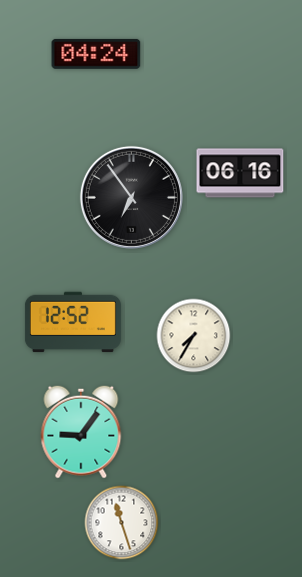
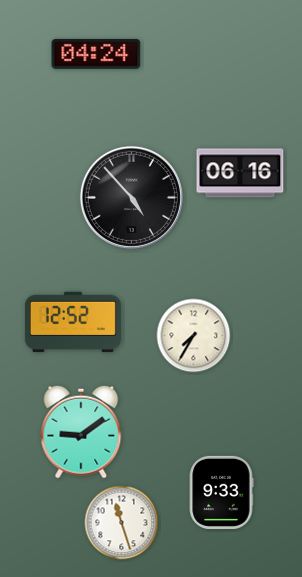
clock at (131, 197): 6:54 -> 4:53
clock at (81, 432): 9:06 -> 9:09
clock at (221, 492): none -> 9:33
